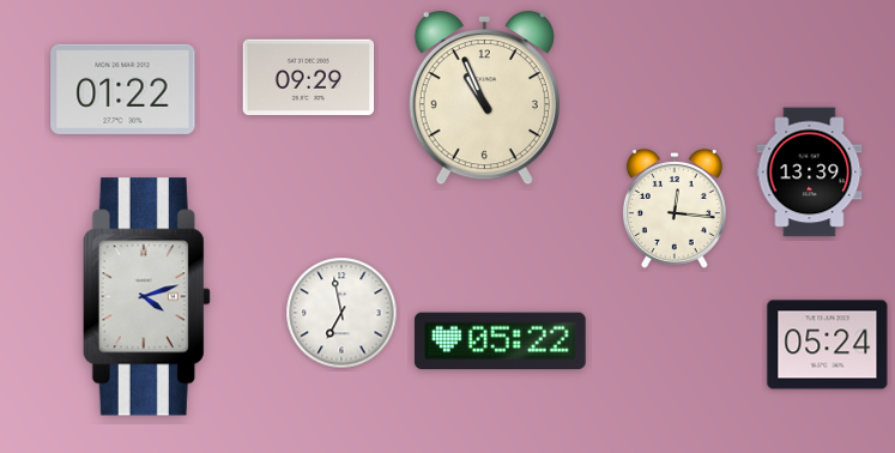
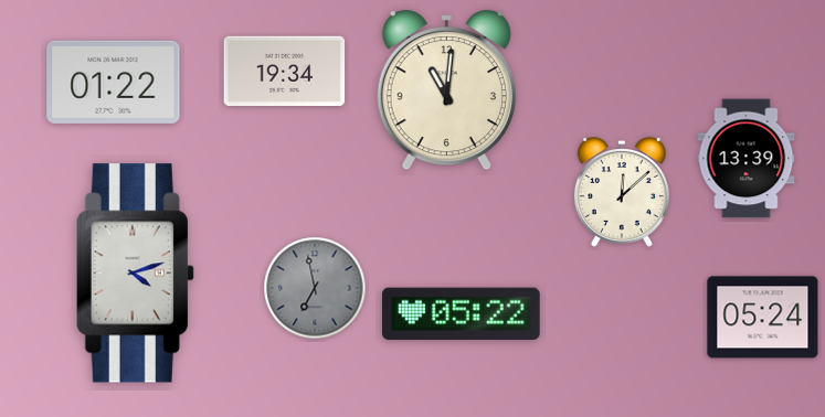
clock at (309, 78): 09:29 -> 19:34
clock at (484, 98): 10:56 -> 11:01
clock at (675, 210): 12:16 -> 12:08
clock at (341, 313) dial: white -> grey
